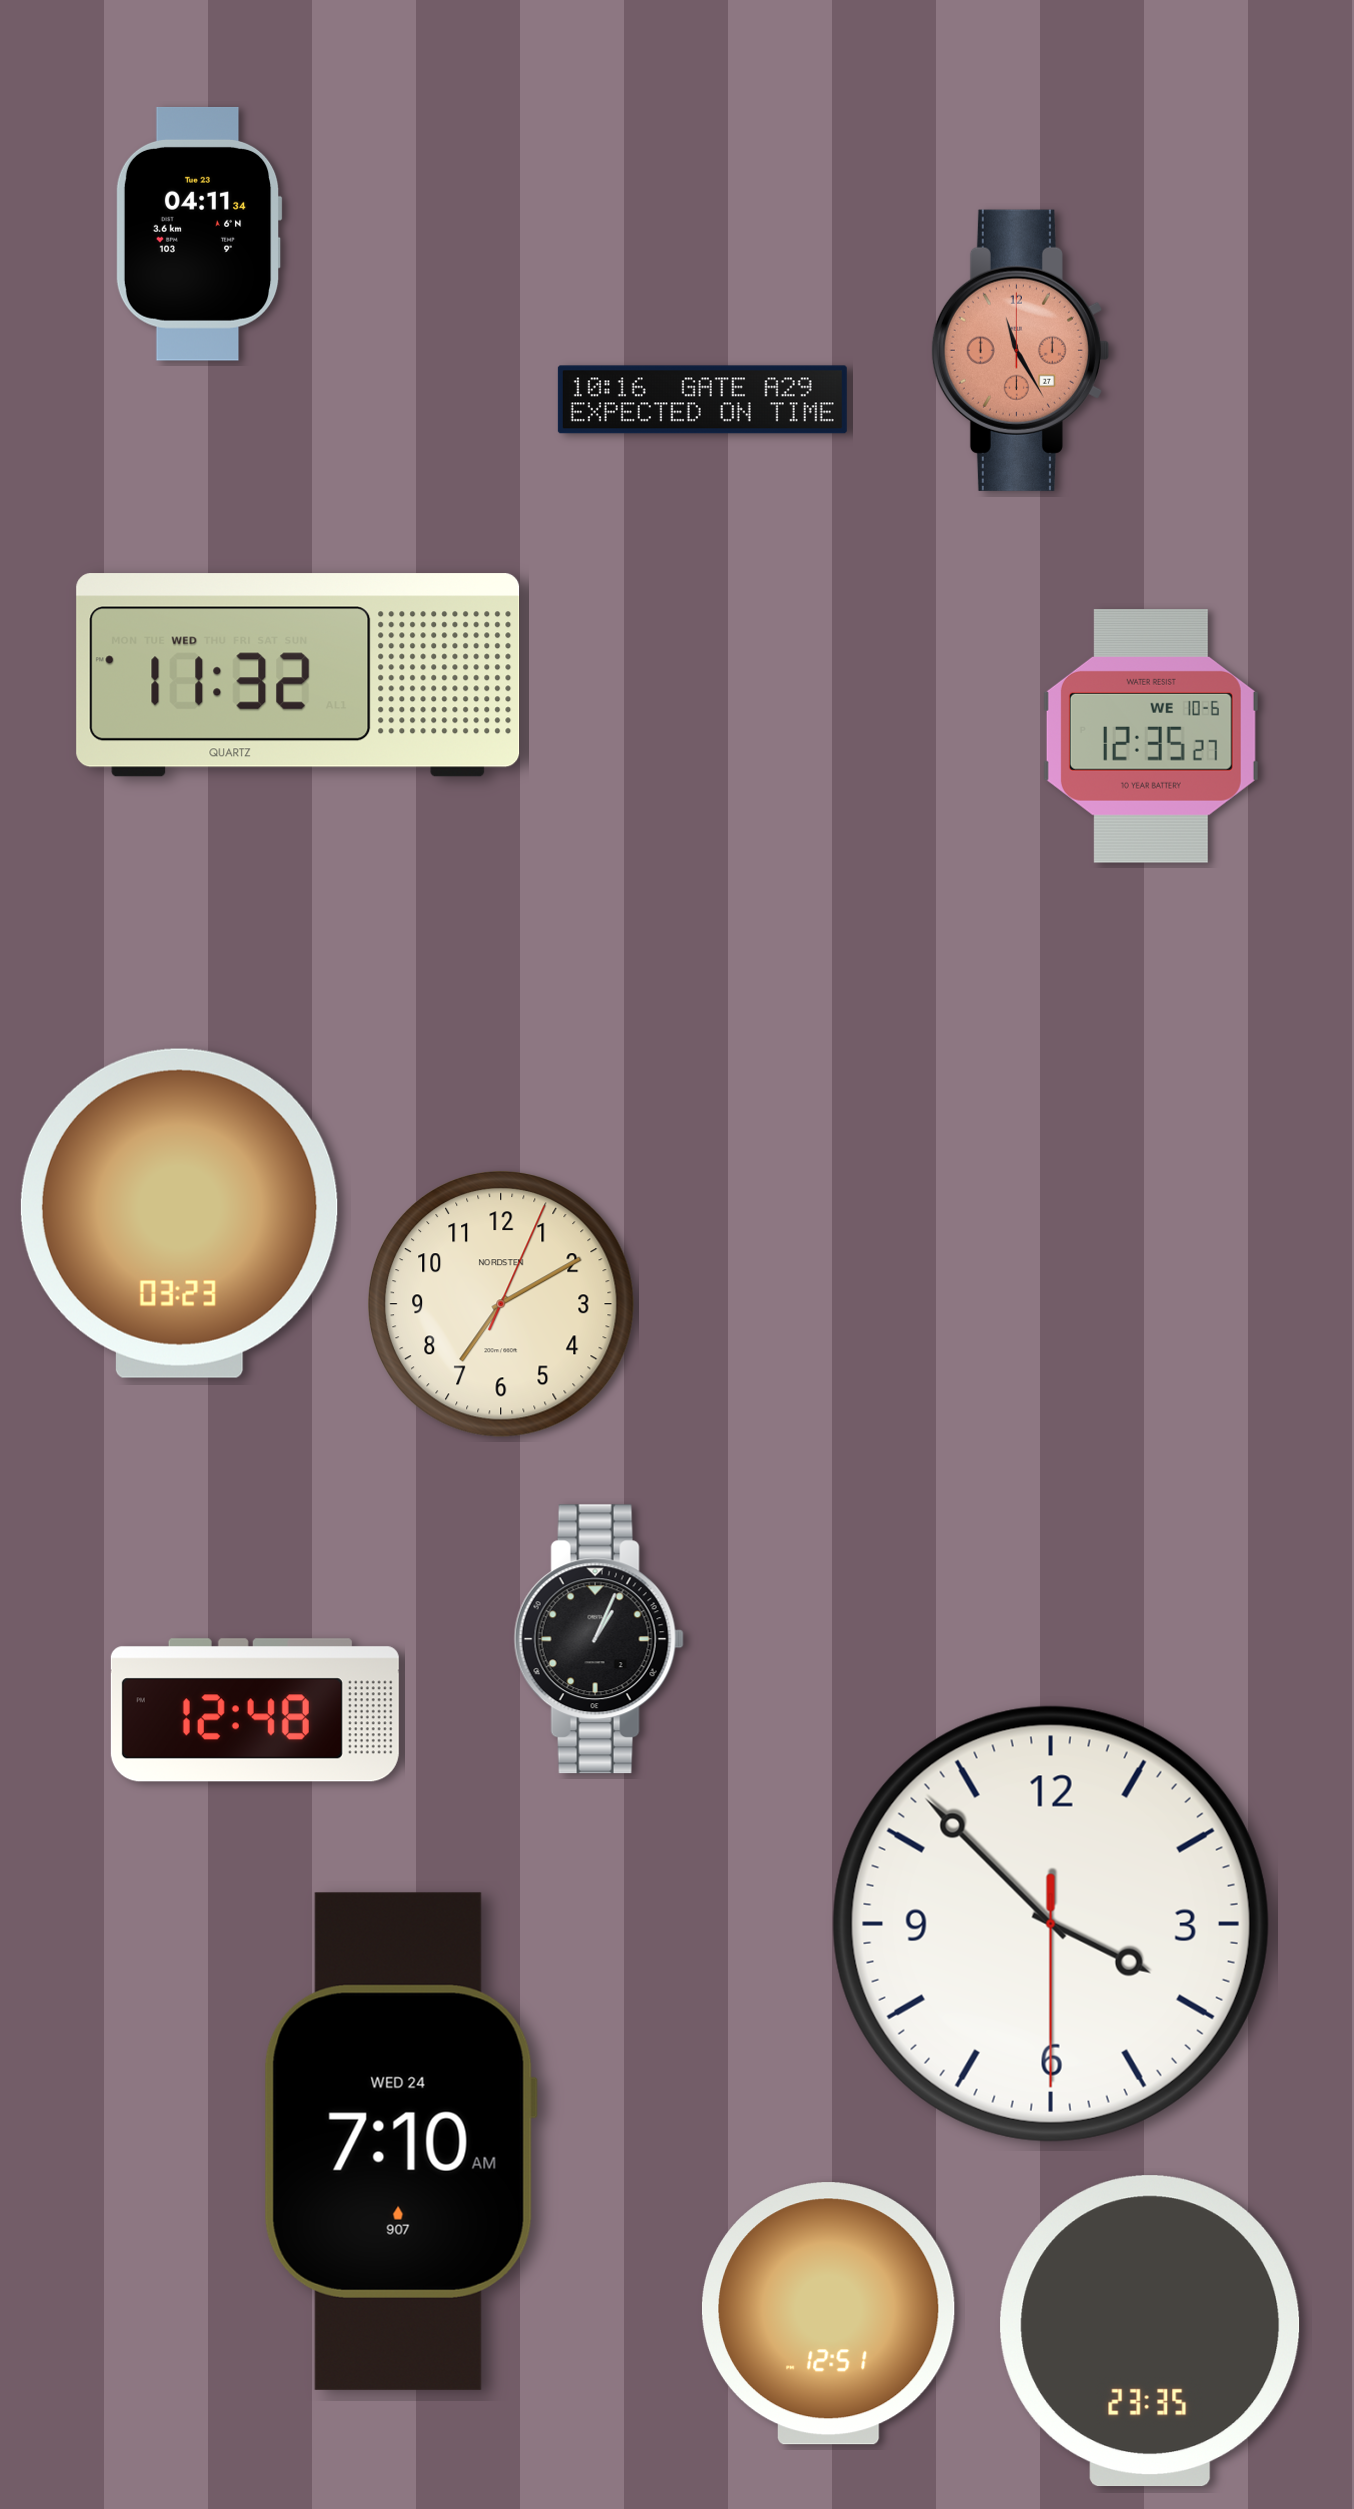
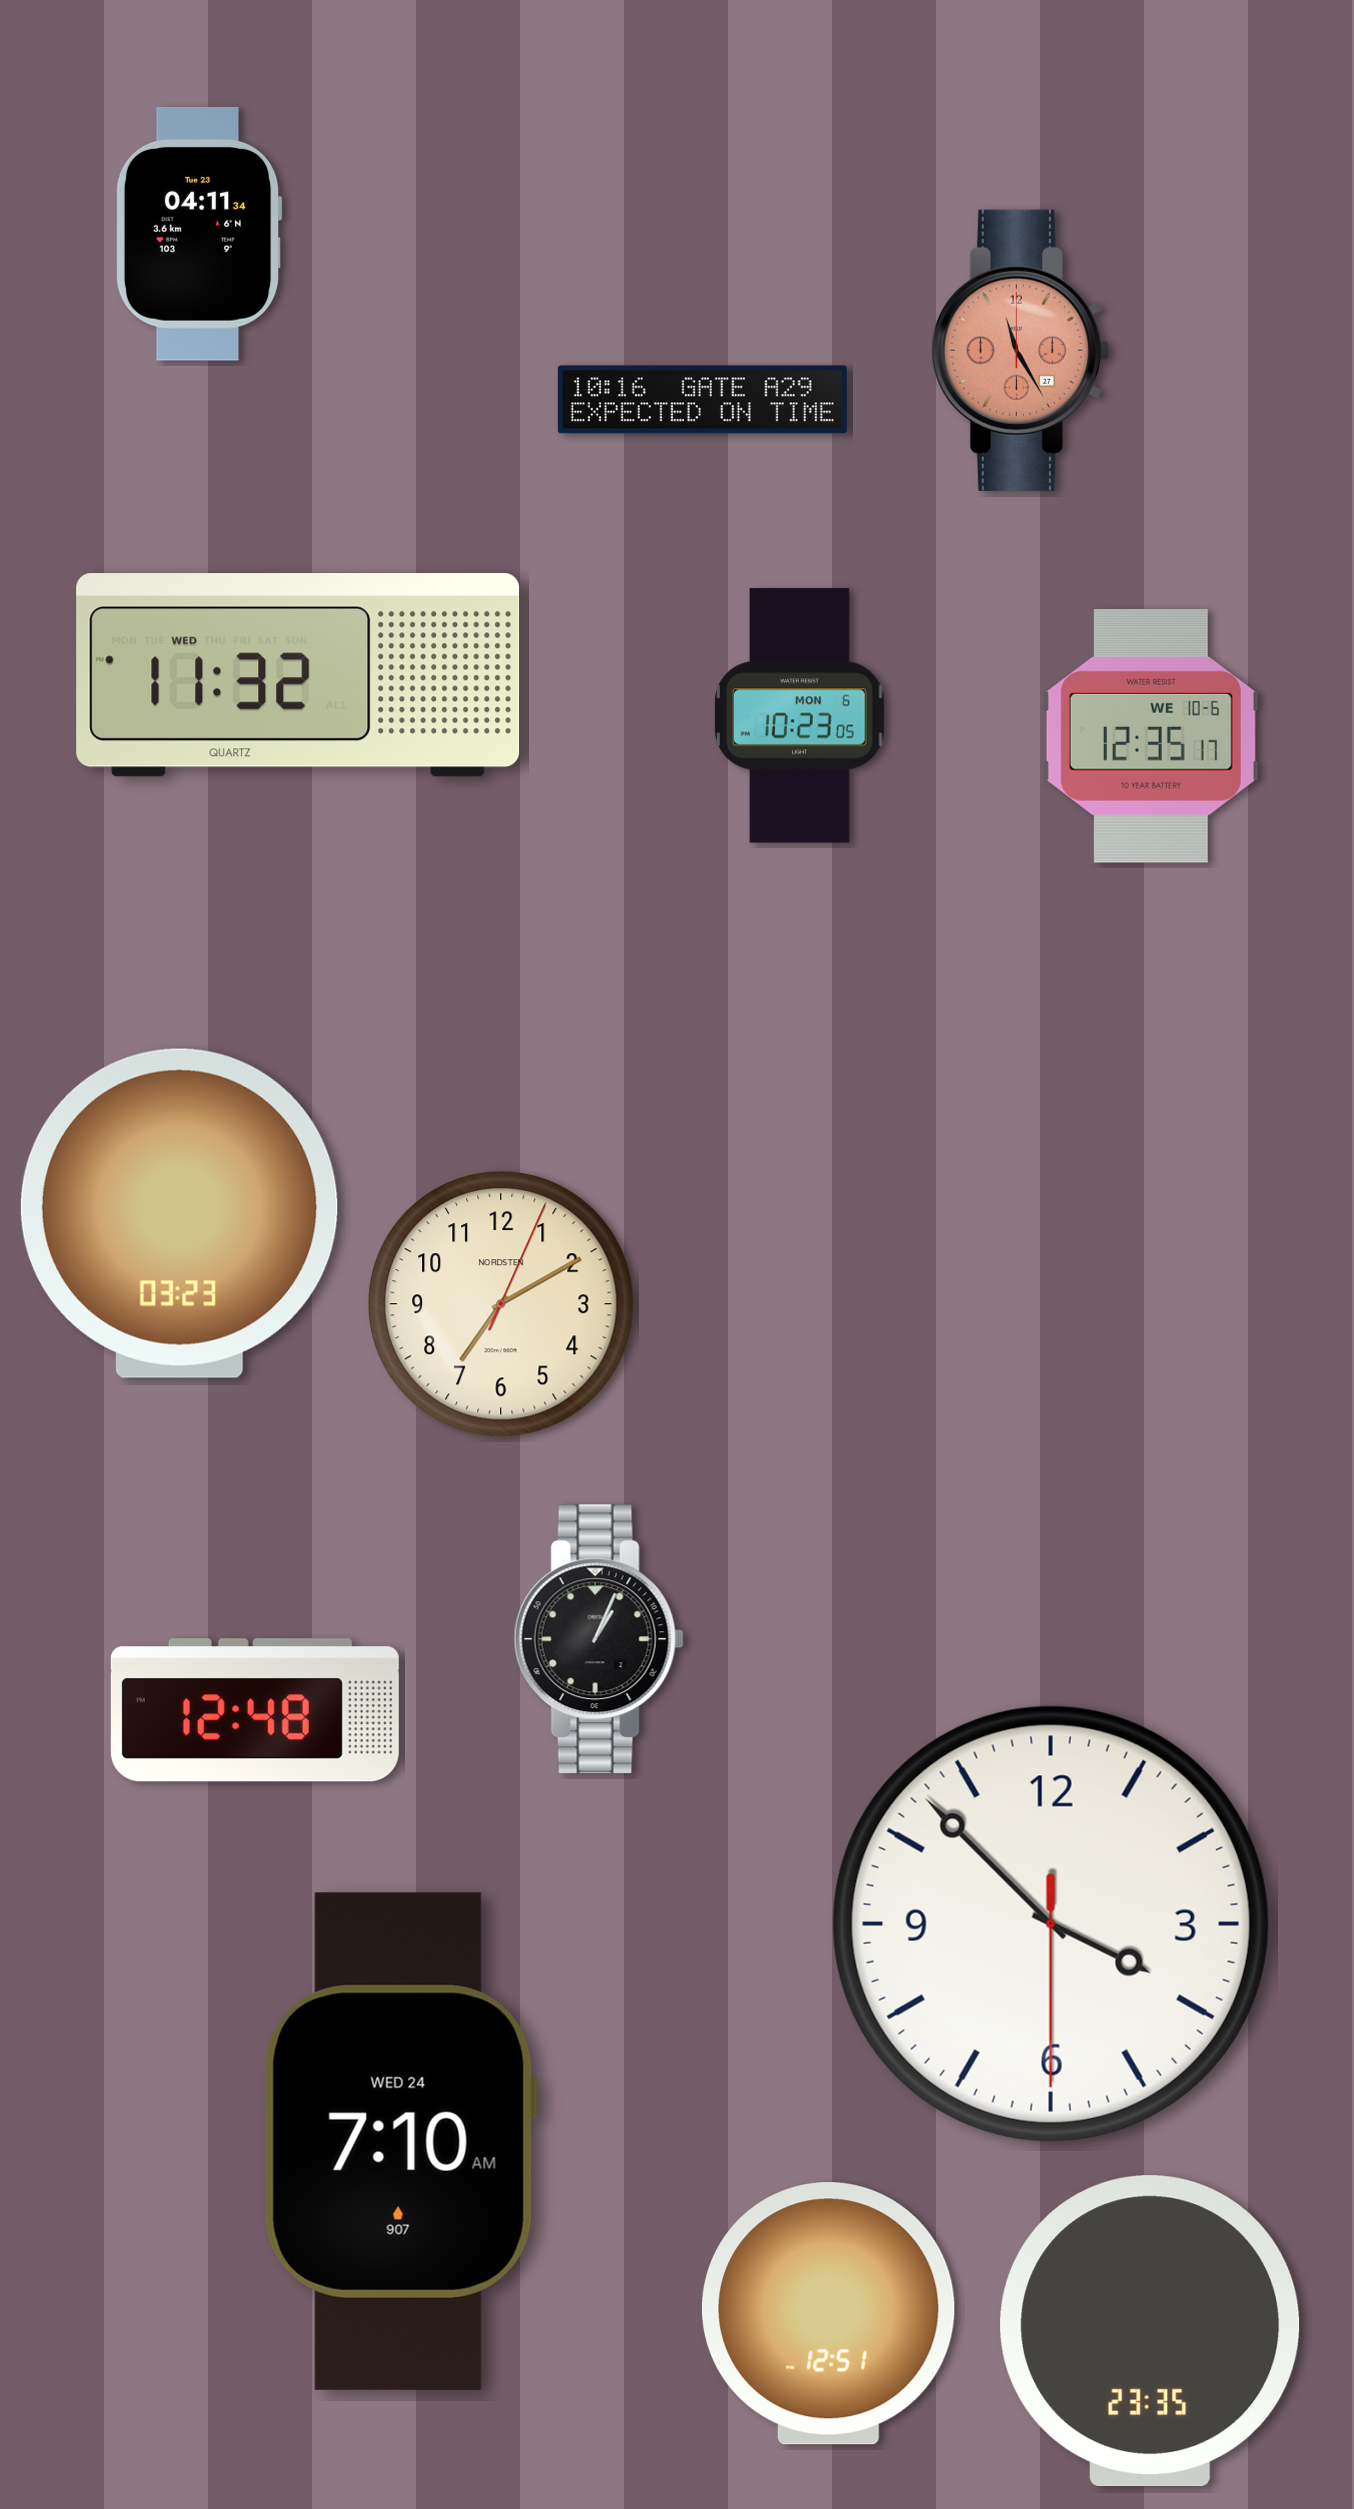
clock at (800, 716): none -> 10:23
clock at (1151, 737): 12:35:27 -> 12:35:17
